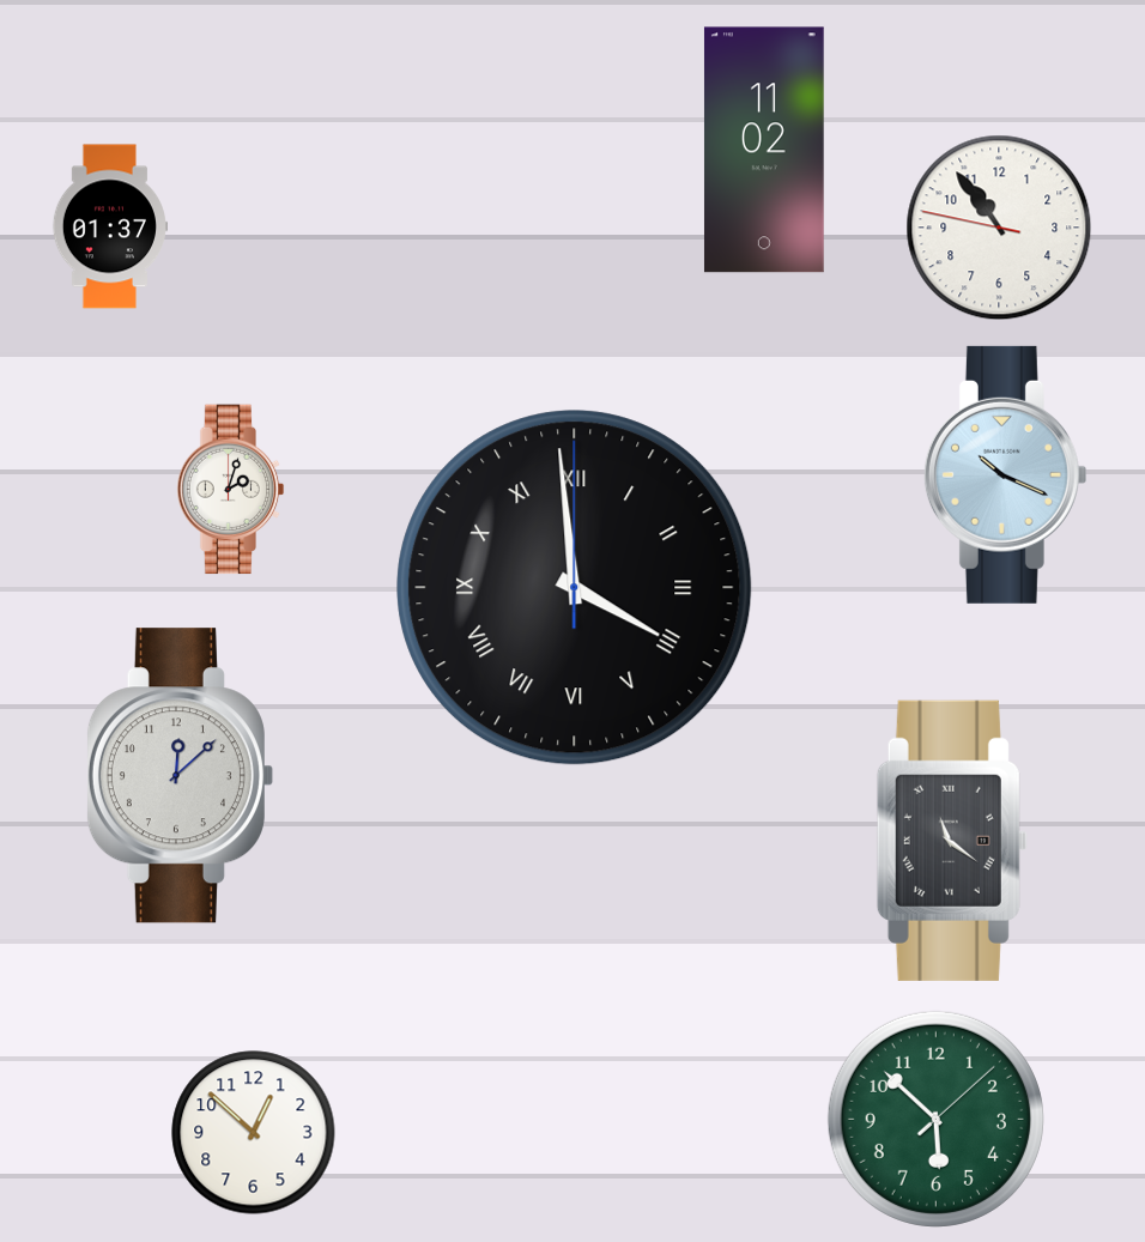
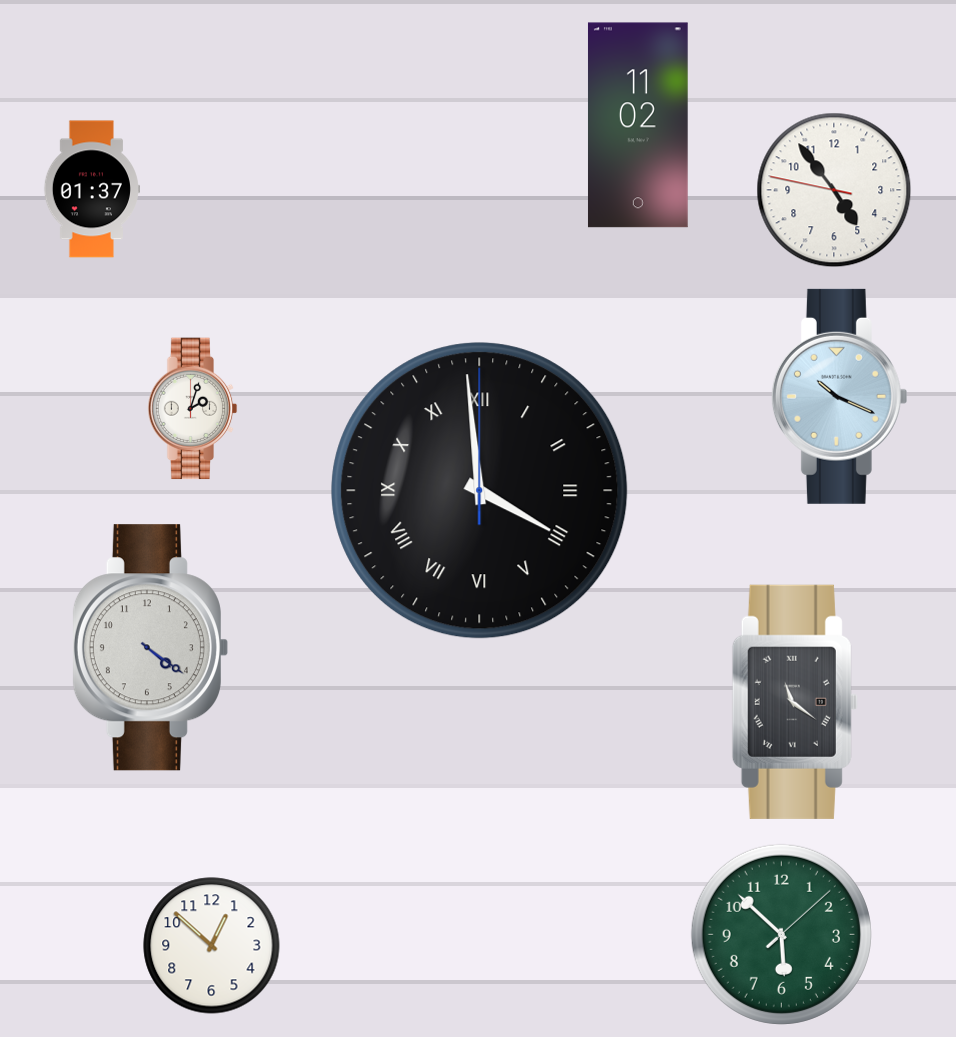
clock at (999, 228): 10:53 -> 4:53
clock at (180, 776): 12:08 -> 4:21
